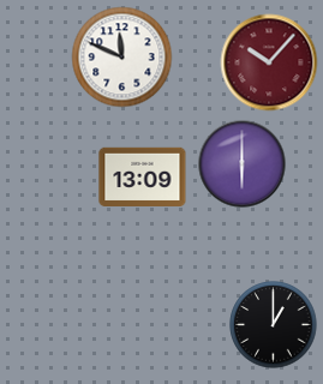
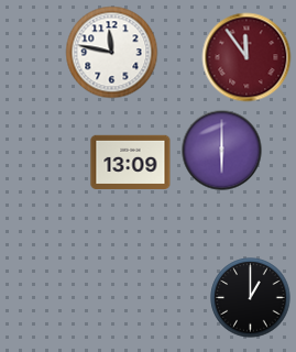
clock at (122, 58): 11:49 -> 11:47
clock at (269, 62): 10:07 -> 11:54
